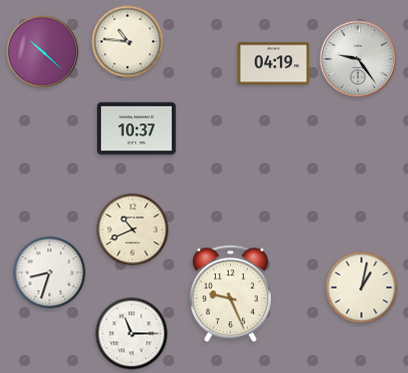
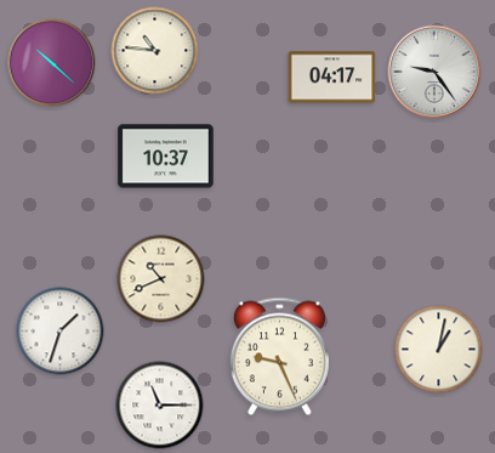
clock at (274, 64): 04:19 -> 04:17
clock at (50, 273): 8:33 -> 1:33
